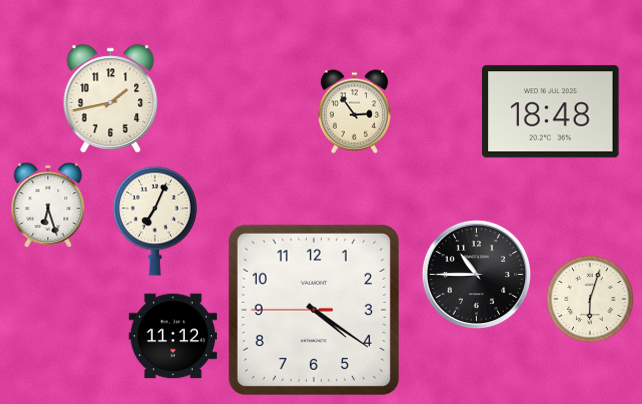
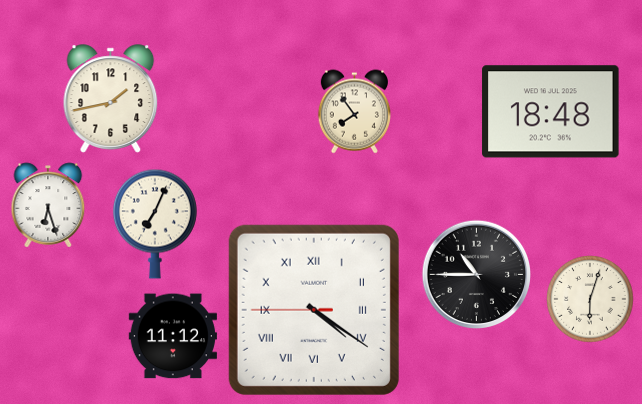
clock at (354, 112): 2:54 -> 7:54
clock at (155, 221) position: (155, 221) -> (155, 224)
clock at (314, 310) numerals: Arabic -> Roman
